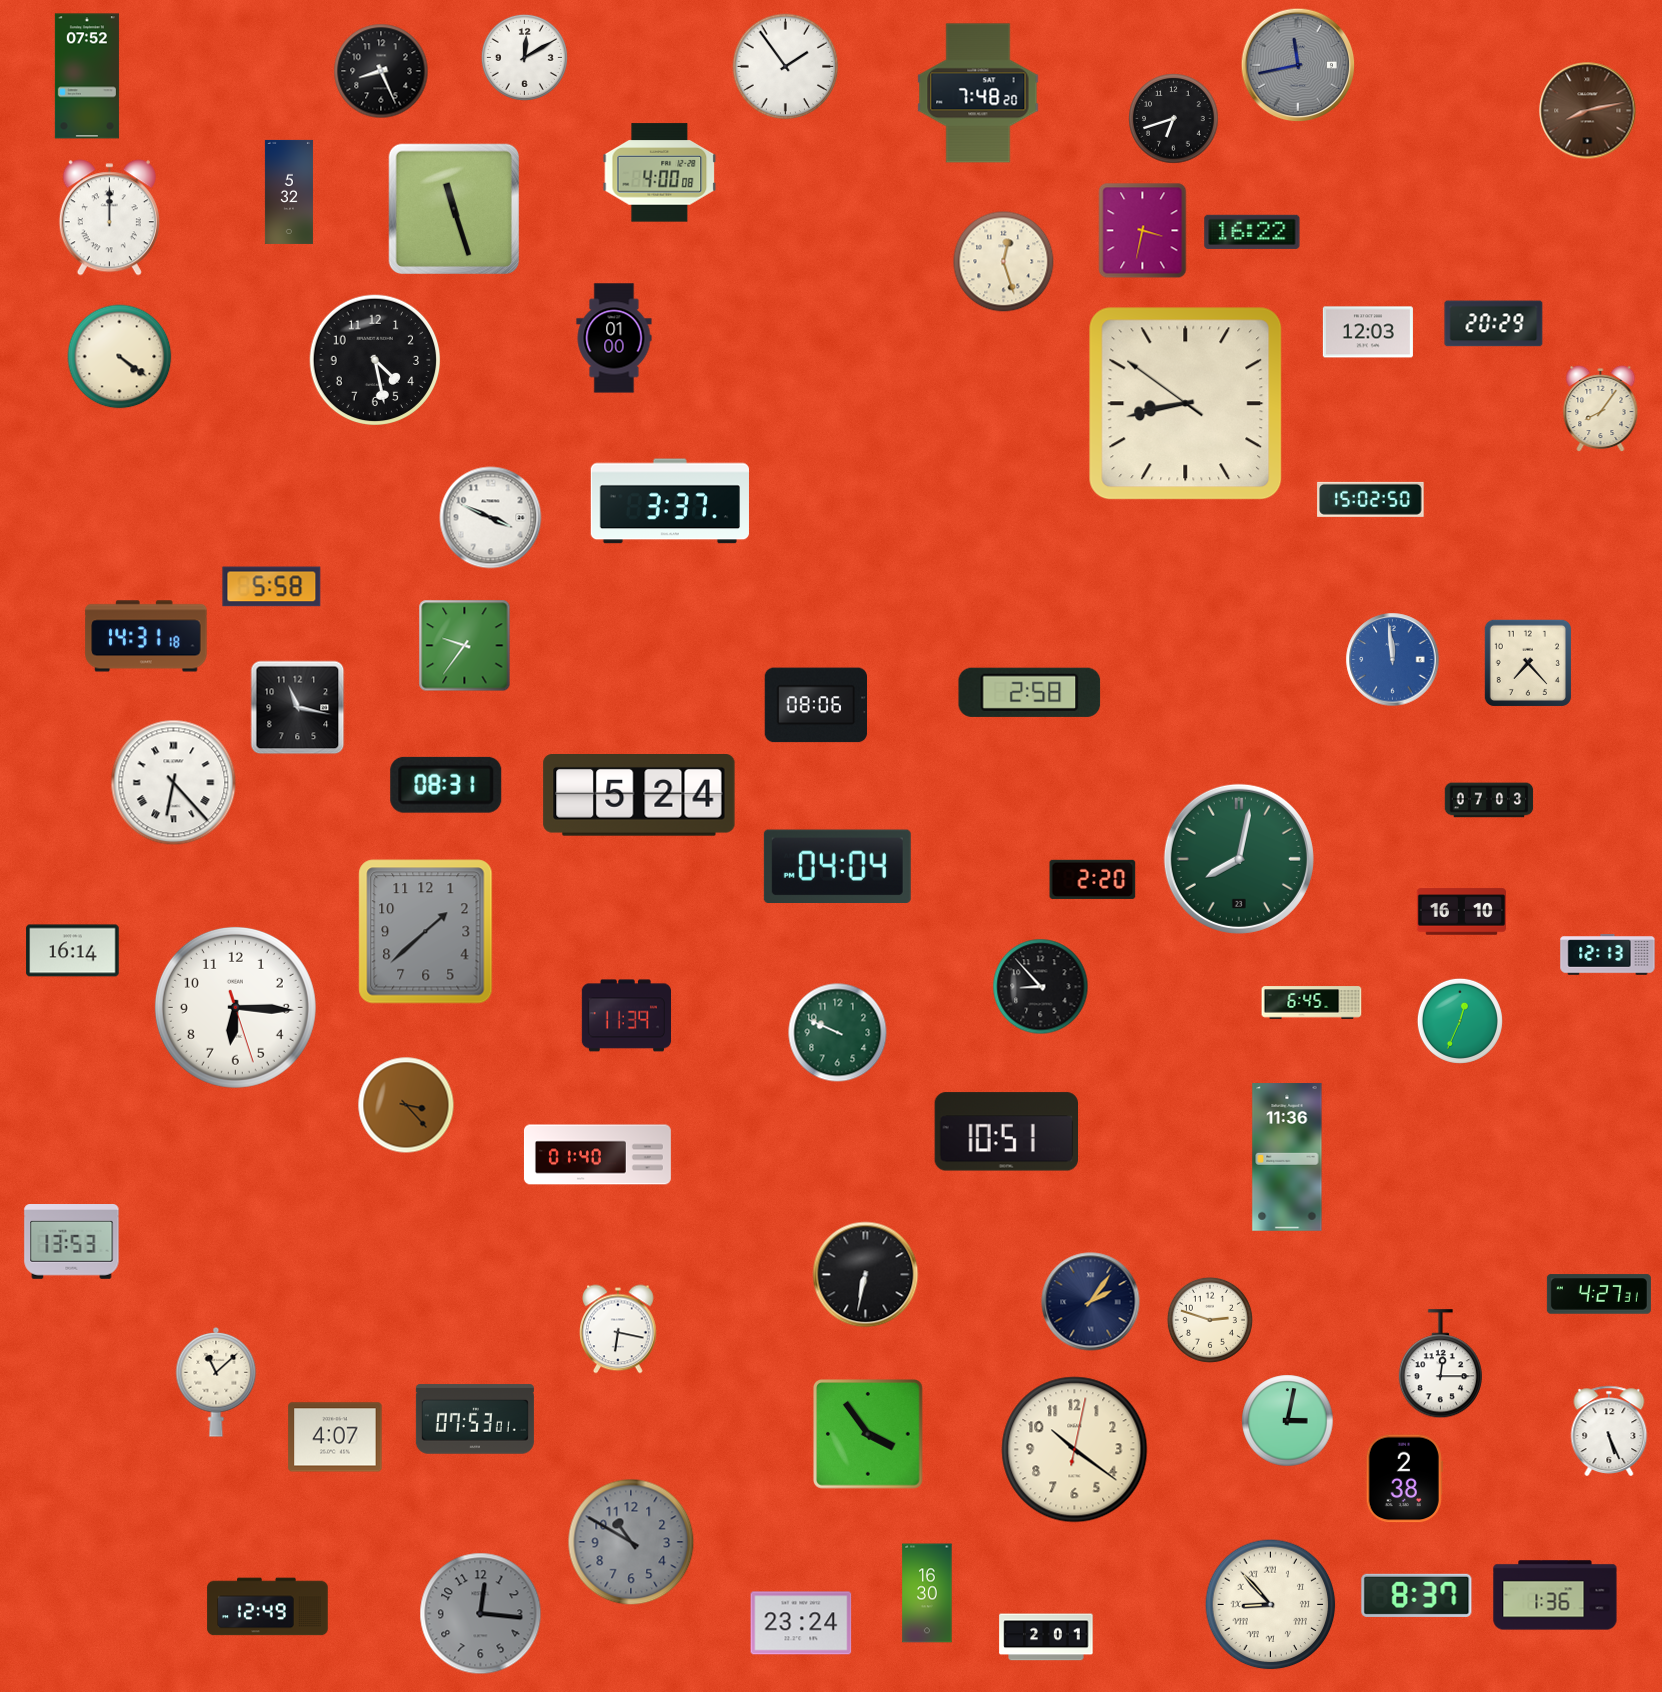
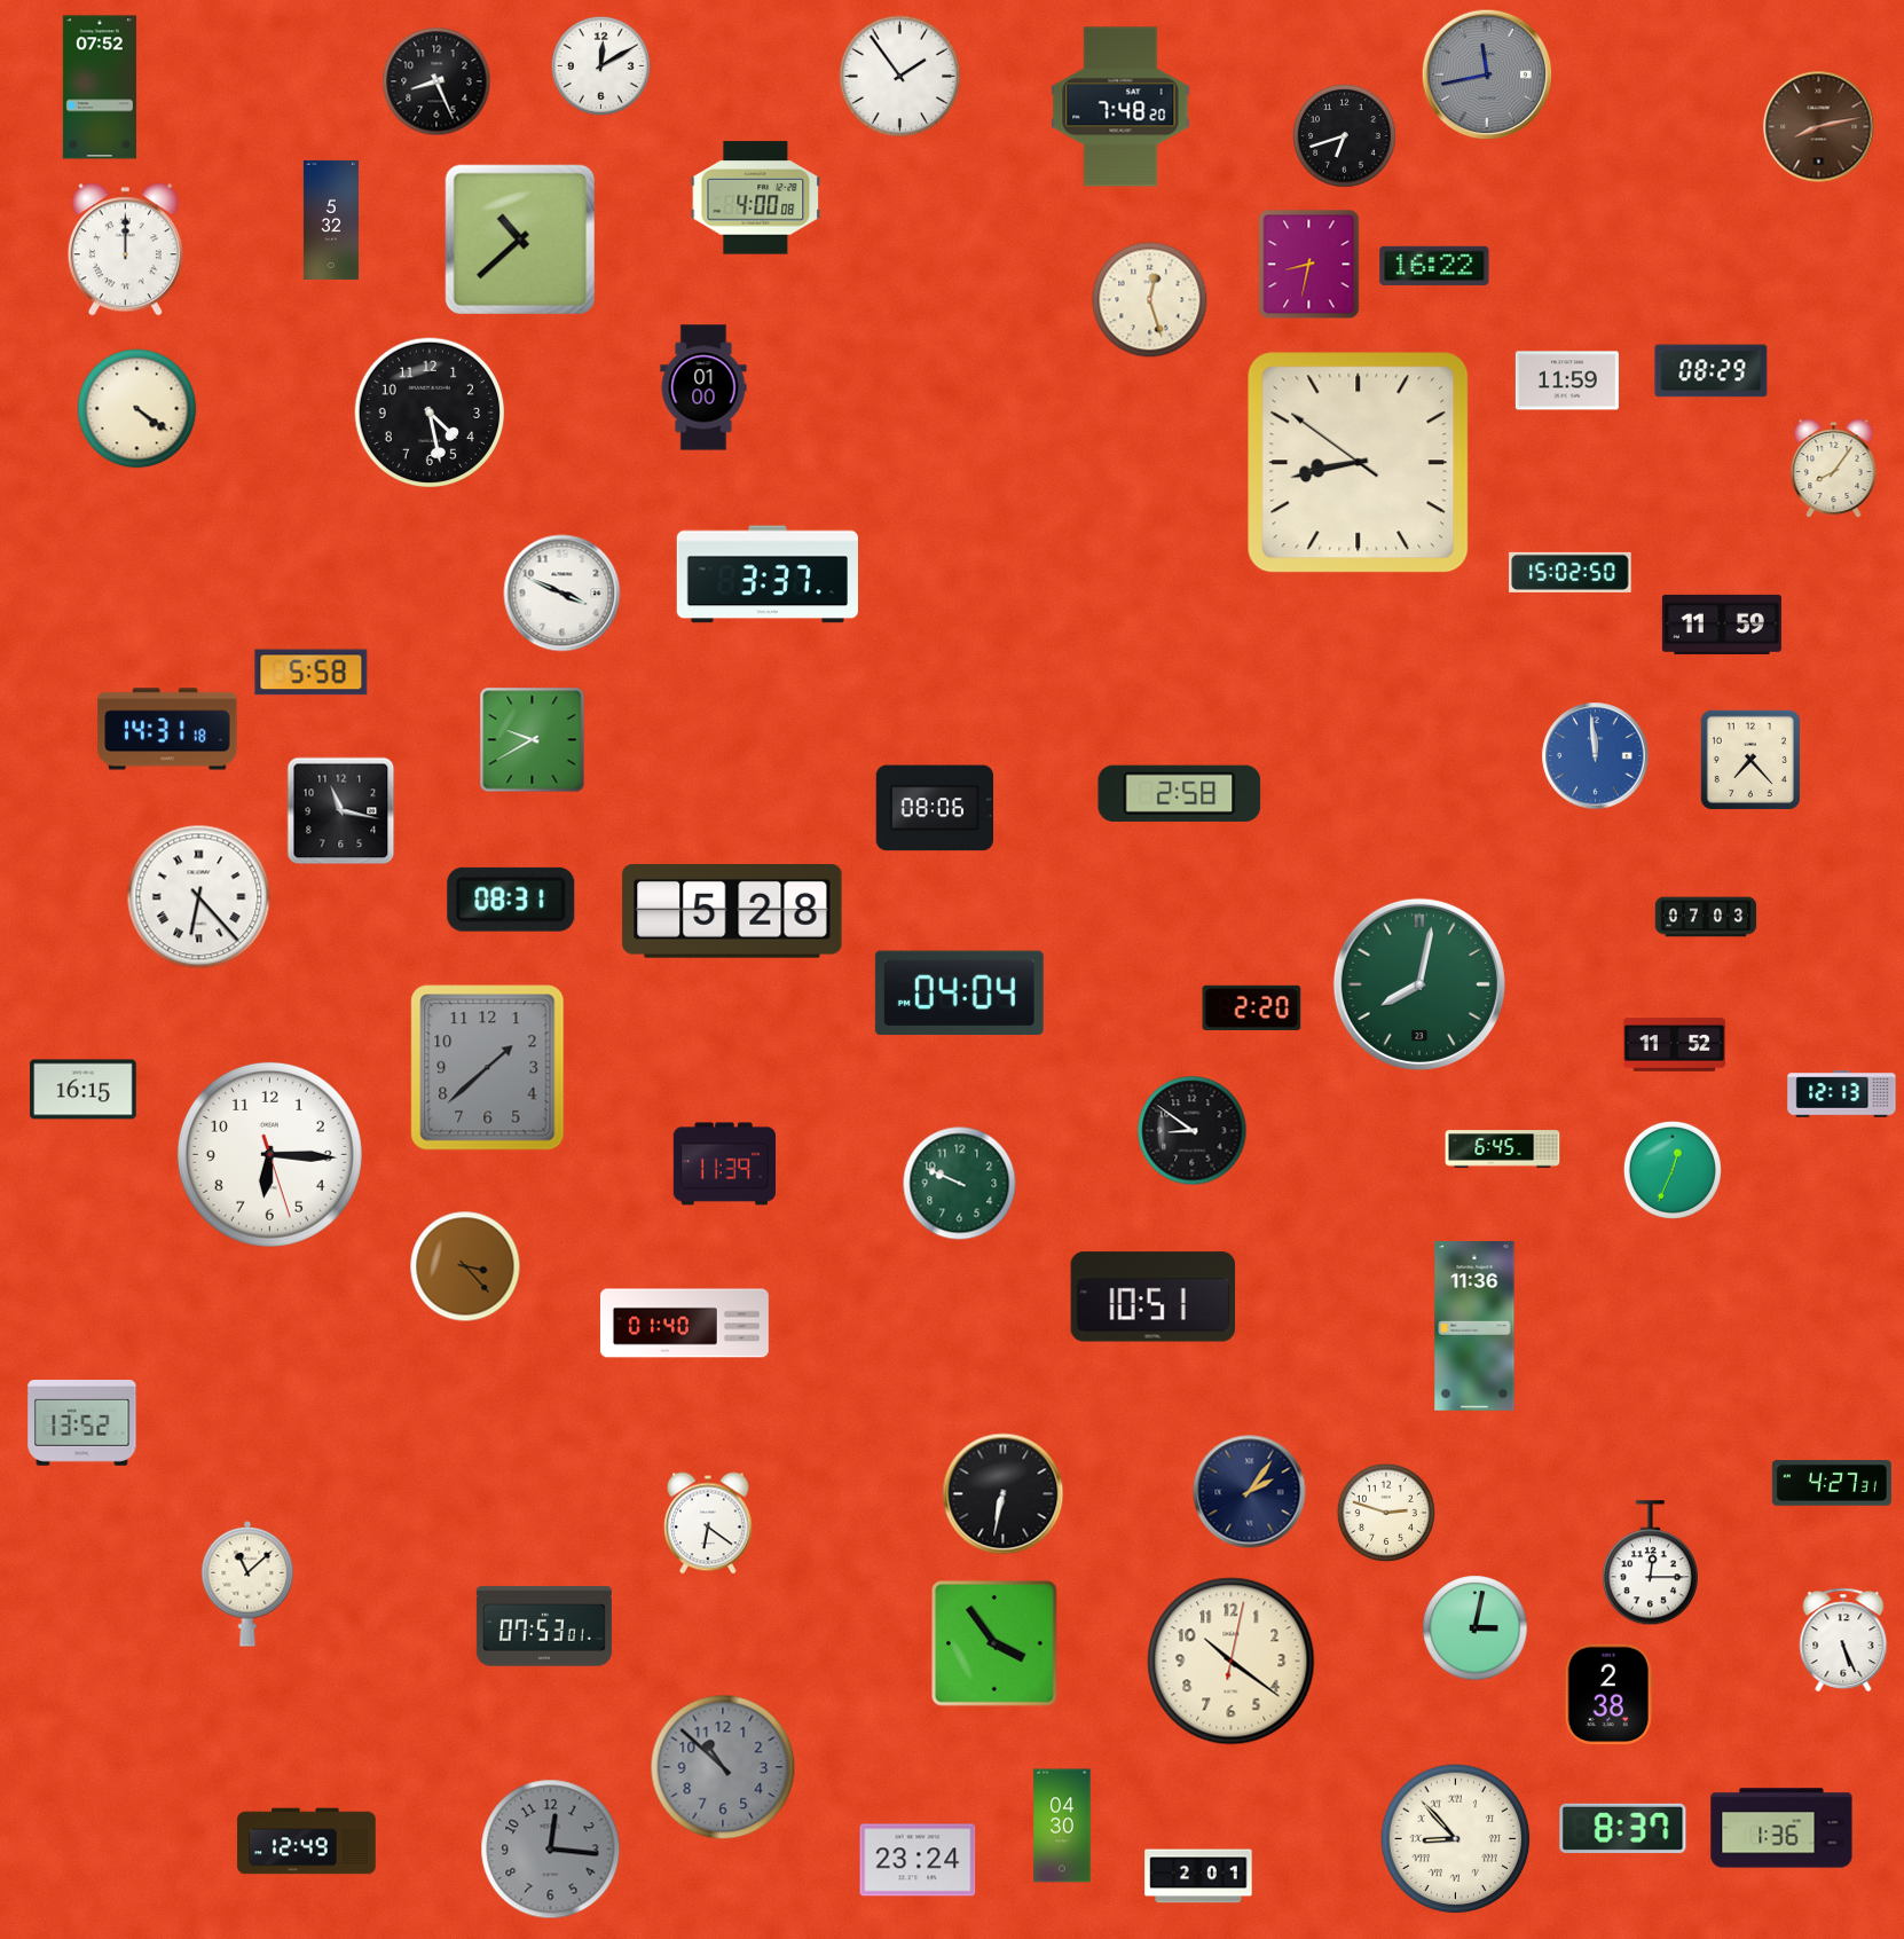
clock at (453, 208): 11:27 -> 10:38
clock at (1143, 231): 3:32 -> 8:32
clock at (1494, 324): 20:29 -> 08:29
clock at (1368, 332): 12:03 -> 11:59
clock at (1722, 625): none -> 11:59
clock at (465, 646): 9:36 -> 9:40
clock at (639, 796): 5:24 -> 5:28
clock at (1461, 912): 16:10 -> 11:52
clock at (73, 951): 16:14 -> 16:15
clock at (1041, 987): 8:53 -> 8:51
clock at (626, 1016) position: (626, 1016) -> (724, 1164)
clock at (72, 1242): 13:53 -> 13:52
clock at (866, 1275) position: (866, 1275) -> (1004, 1494)
clock at (618, 1329): 6:17 -> 6:21
clock at (335, 1437): 4:07 -> none
clock at (631, 1542): 10:50 -> 10:52
clock at (927, 1593): 16:30 -> 04:30
